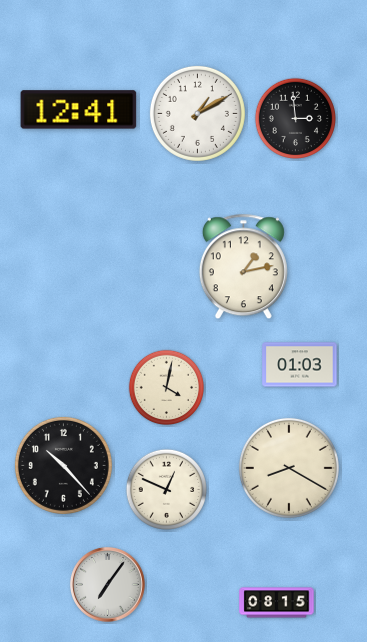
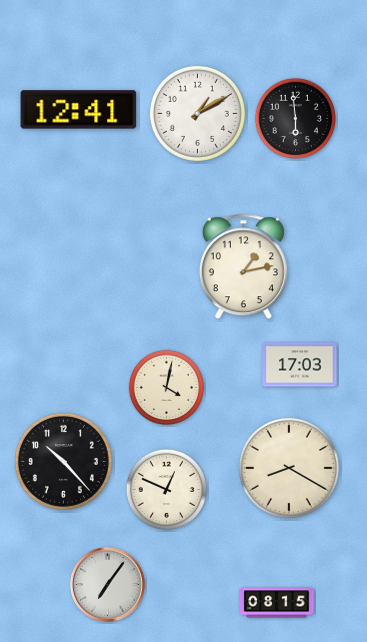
clock at (295, 118): 2:59 -> 5:59
clock at (300, 365): 01:03 -> 17:03
clock at (63, 465) position: (63, 465) -> (63, 461)
